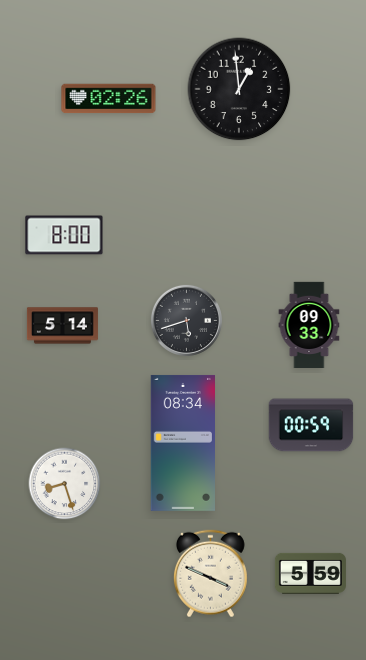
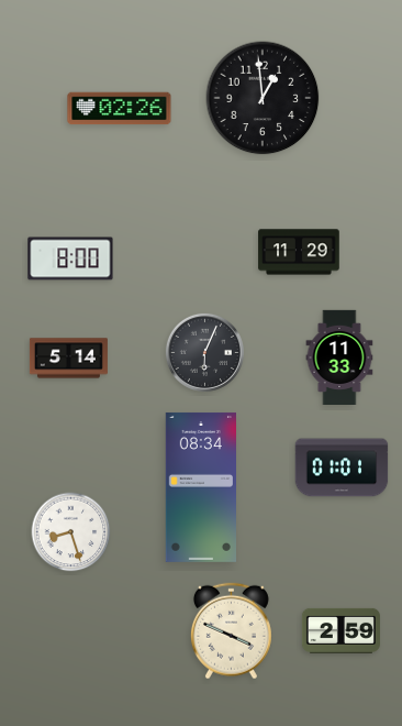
clock at (299, 252): none -> 11:29
clock at (186, 320): 5:42 -> 6:04
clock at (309, 324): 09:33 -> 11:33
clock at (311, 425): 00:59 -> 01:01
clock at (310, 573): 5:59 -> 2:59
